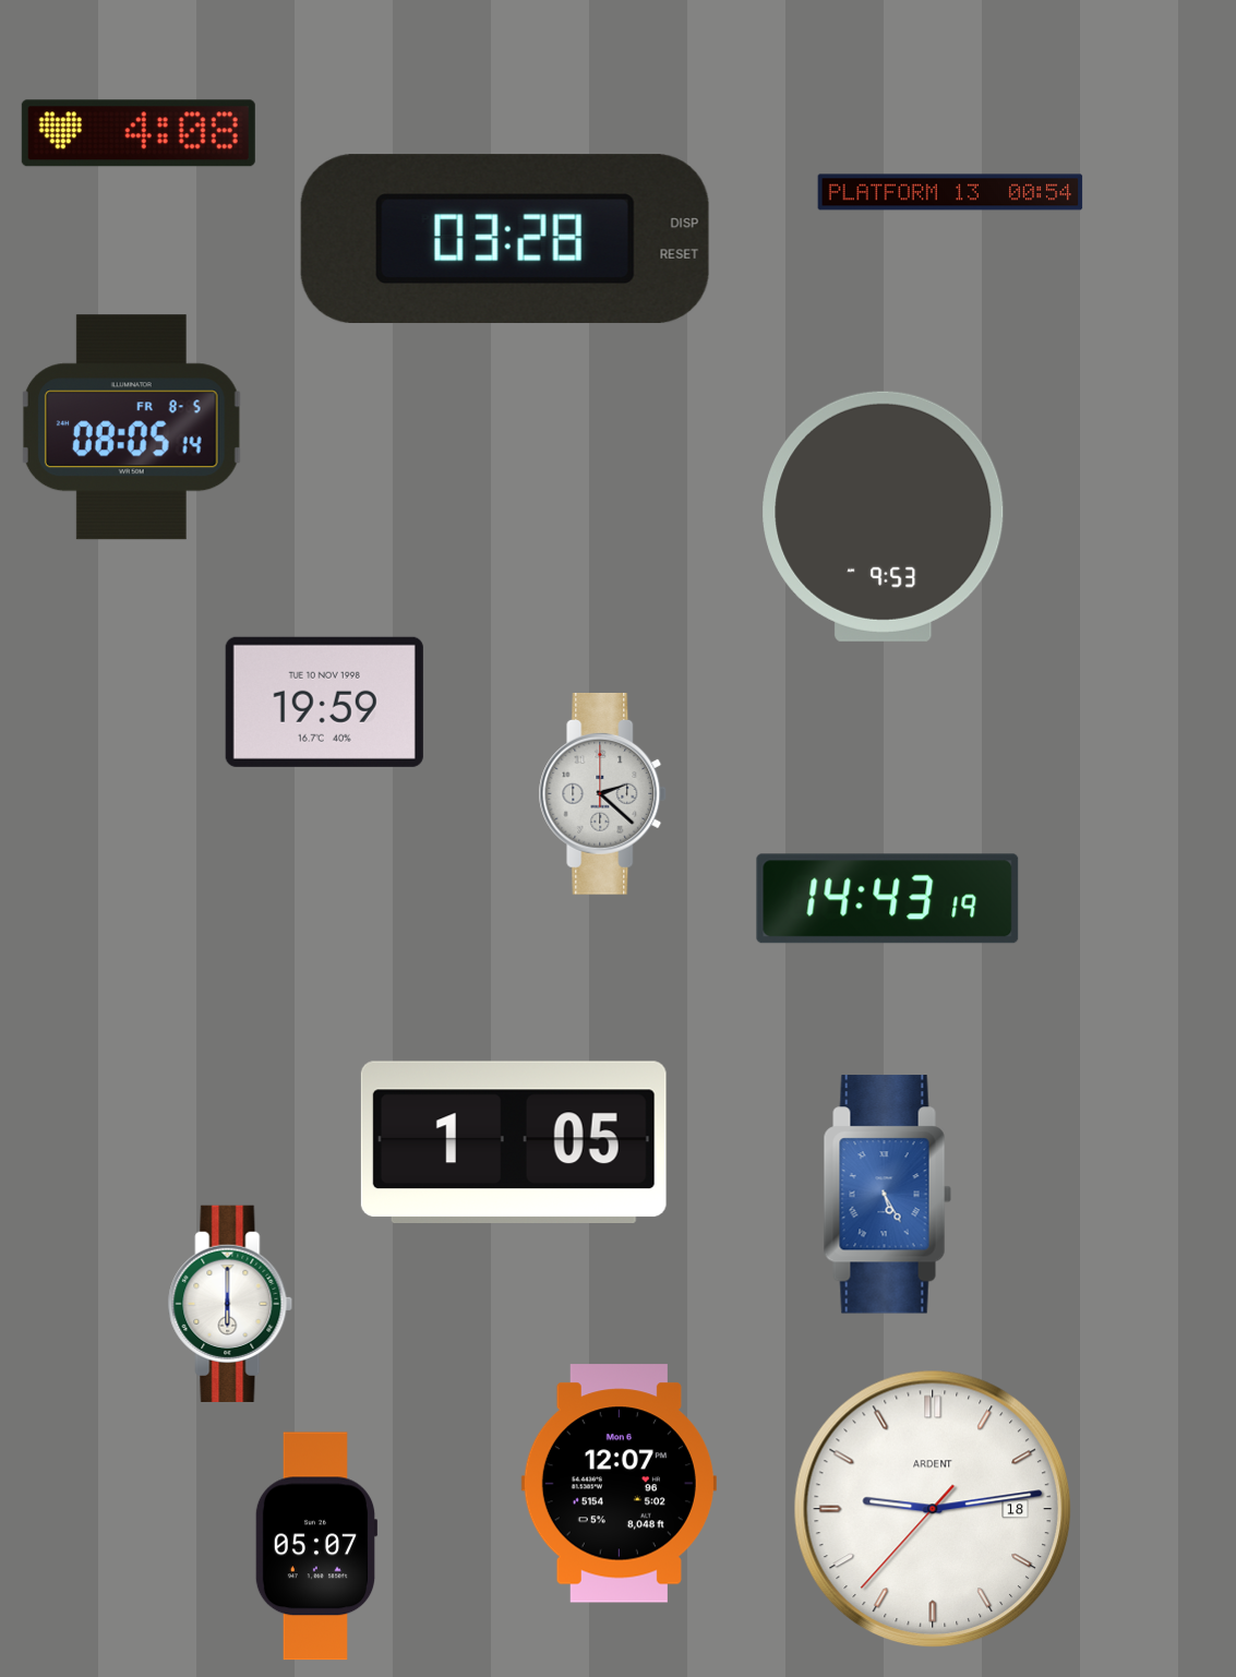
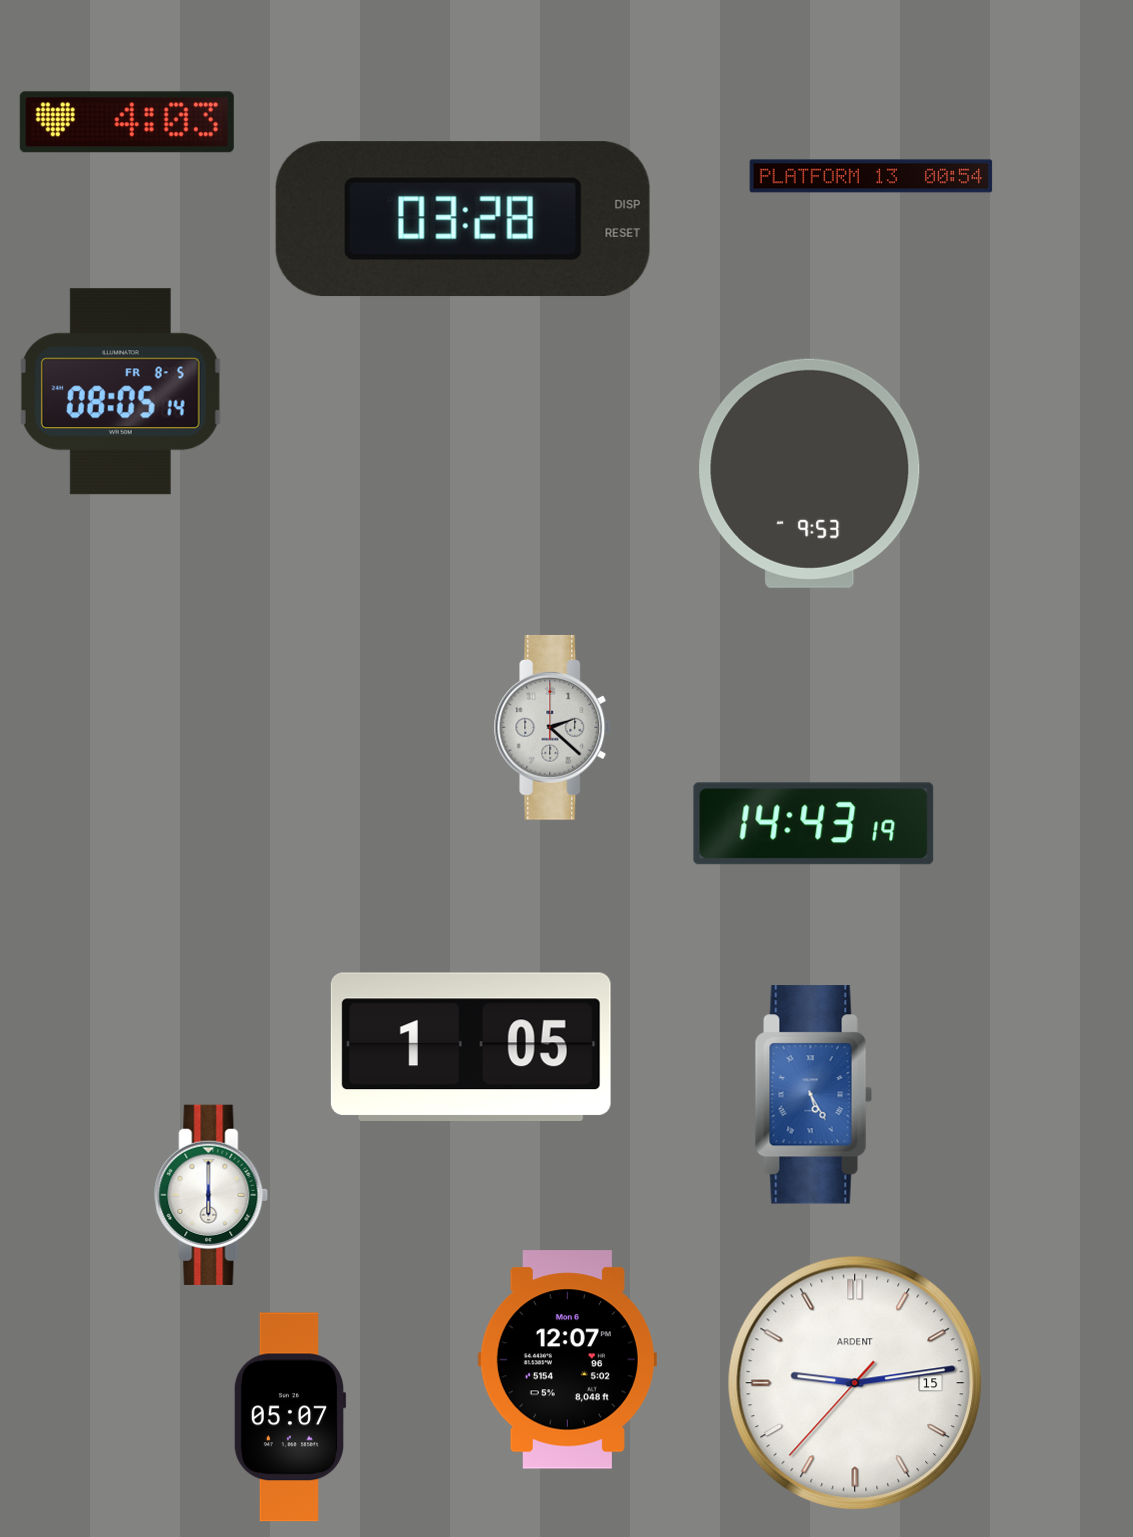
clock at (139, 133): 4:08 -> 4:03
clock at (324, 702): 19:59 -> none
clock at (932, 1508) date: 18 -> 15
